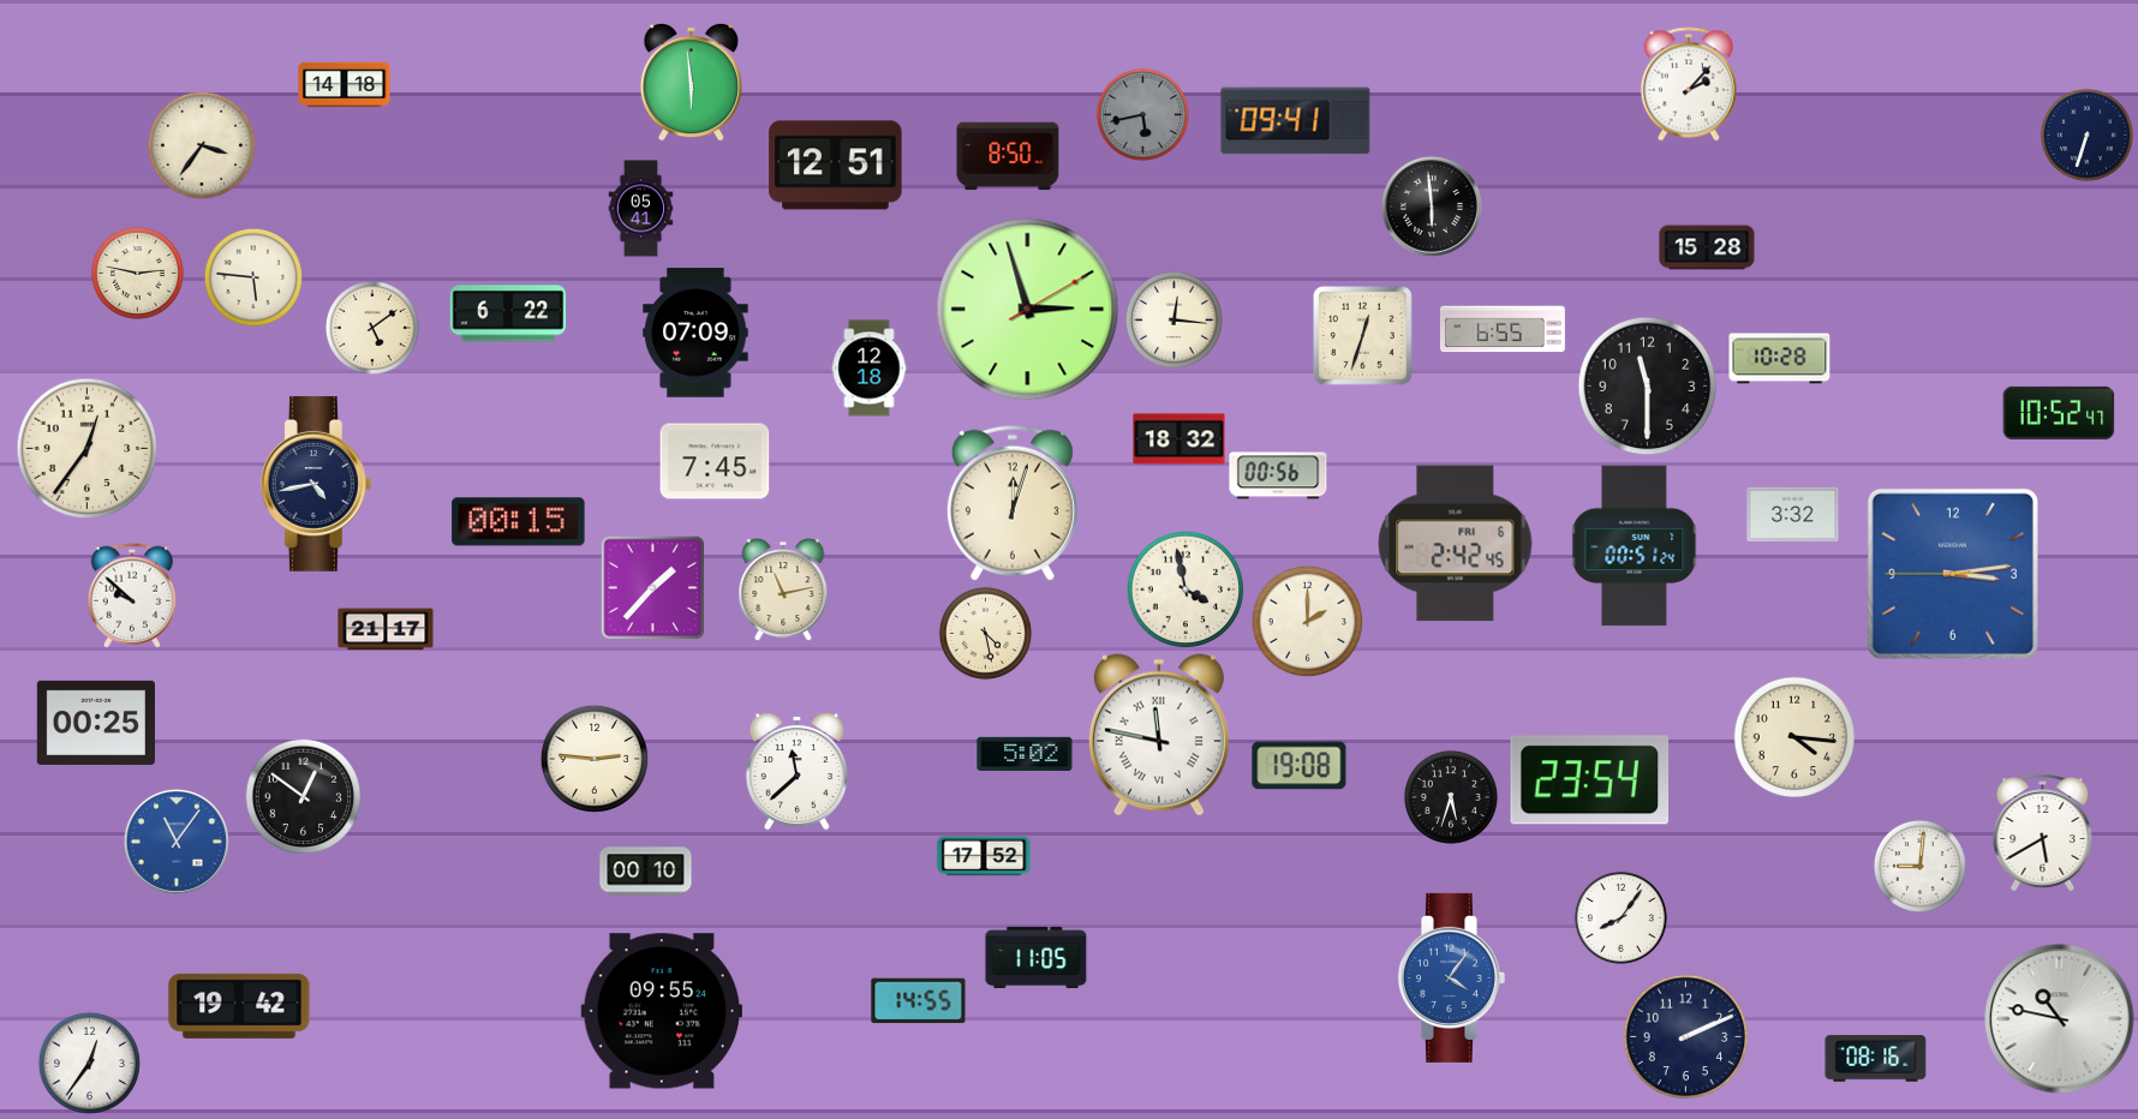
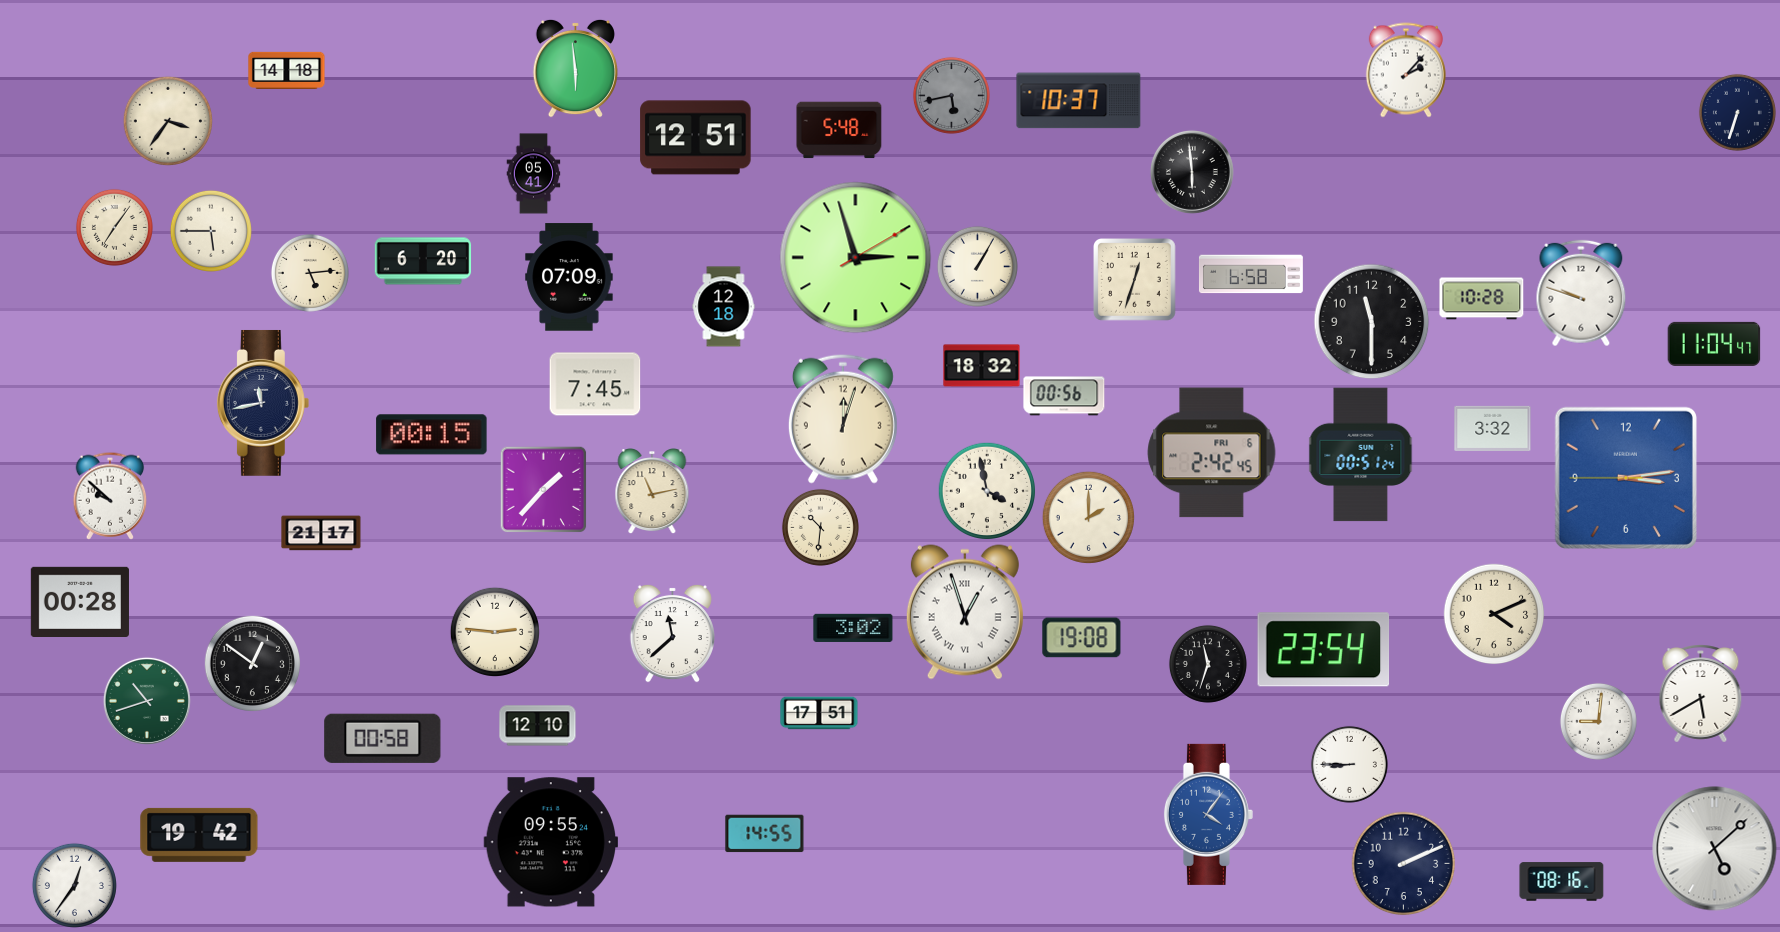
clock at (1296, 121): 09:41 -> 10:37
clock at (1008, 156): 8:50 -> 5:48
clock at (1707, 247): 15:28 -> none
clock at (137, 273): 2:47 -> 7:06
clock at (253, 277): 5:46 -> 5:45
clock at (508, 313): 6:22 -> 6:20
clock at (1173, 319): 12:16 -> 1:05
clock at (372, 328): 5:09 -> 5:14
clock at (1503, 329): 6:55 -> 6:58
clock at (695, 333) position: (695, 333) -> (569, 277)
clock at (1581, 293): none -> 9:48
clock at (2059, 413): 10:52 -> 11:04
clock at (88, 449): 12:36 -> none
clock at (316, 484): 4:43 -> 11:43
clock at (386, 629) position: (386, 629) -> (321, 533)
clock at (985, 633): 4:28 -> 10:31
clock at (96, 722): 00:25 -> 00:28
clock at (1159, 735): 11:47 -> 12:57
clock at (1794, 737): 4:16 -> 4:11
clock at (1025, 754): 5:02 -> 3:02
clock at (796, 771) position: (796, 771) -> (672, 633)
clock at (1451, 797): 5:33 -> 11:33
clock at (177, 842): 11:06 -> 10:42
clock at (177, 842) dial: blue -> green
clock at (984, 856): 17:52 -> 17:51
clock at (646, 872): 00:10 -> 12:10
clock at (383, 738): none -> 00:58
clock at (1620, 917): 8:06 -> 8:45
clock at (1037, 957): 11:05 -> none
clock at (239, 1006) position: (239, 1006) -> (199, 835)
clock at (2060, 1019): 10:47 -> 5:08
